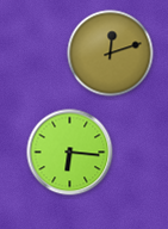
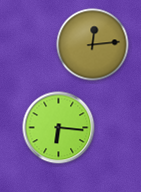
clock at (111, 54): 12:12 -> 12:14
